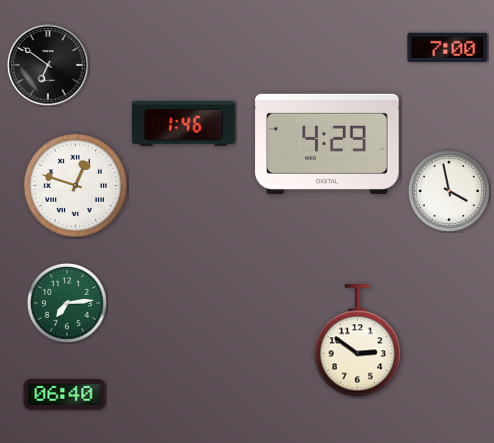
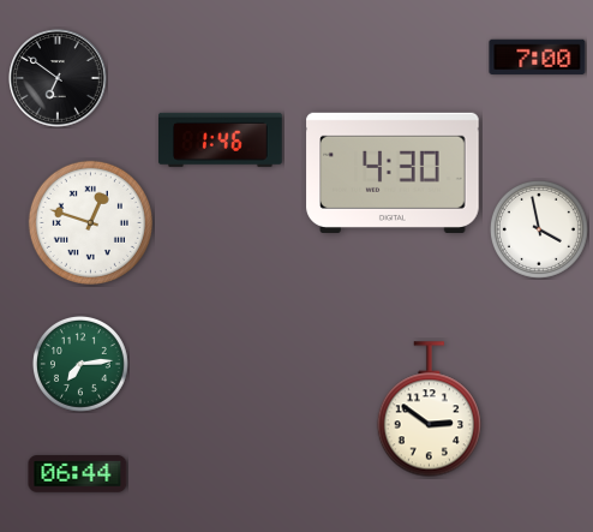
clock at (184, 123) position: (184, 123) -> (221, 139)
clock at (327, 144): 4:29 -> 4:30
clock at (65, 395): 06:40 -> 06:44
